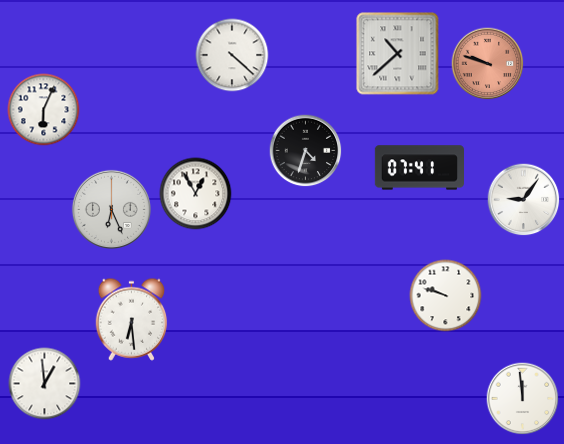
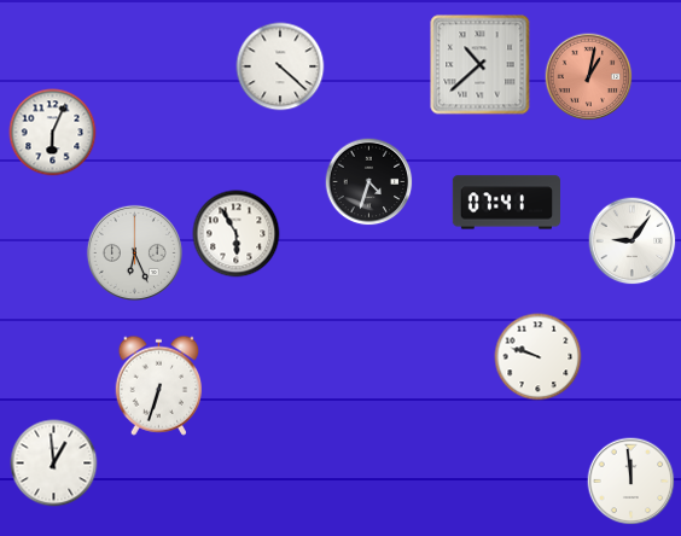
clock at (488, 64): 9:48 -> 1:02
clock at (196, 194): 12:55 -> 5:55
clock at (132, 319): 6:29 -> 6:33
